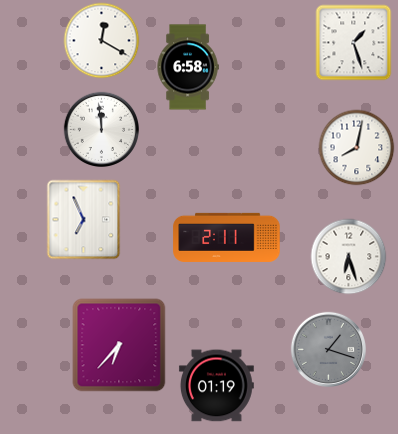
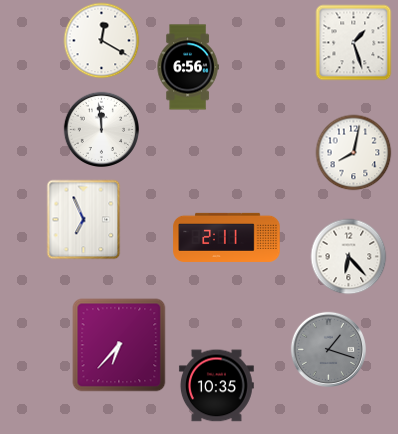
clock at (188, 67): 6:58 -> 6:56
clock at (357, 148) position: (357, 148) -> (354, 153)
clock at (349, 257): 6:27 -> 6:23
clock at (216, 386): 01:19 -> 10:35
